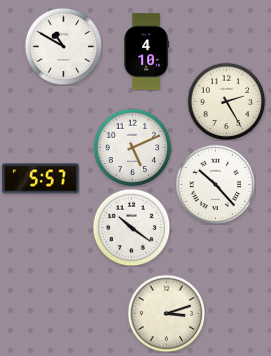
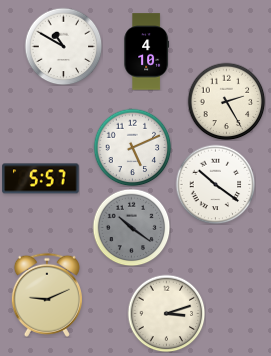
clock at (215, 184): 10:23 -> 10:21
clock at (131, 227) dial: white -> grey
clock at (47, 295): none -> 9:11
